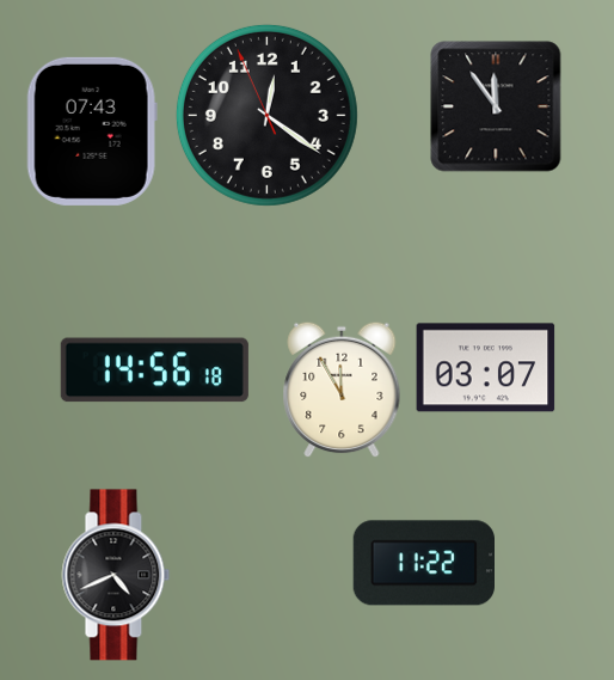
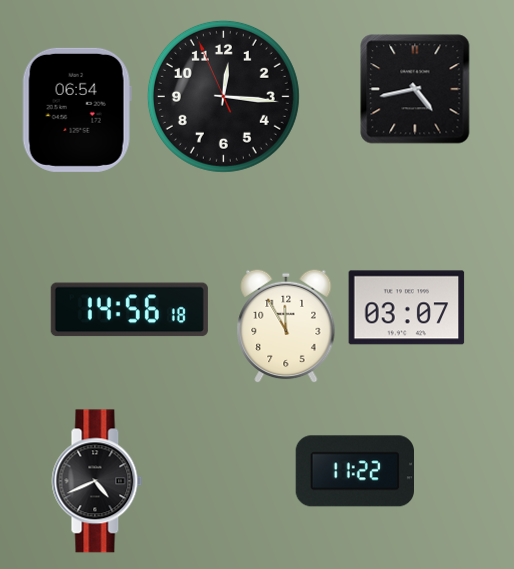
clock at (496, 106): 11:54 -> 4:43
clock at (266, 115): 12:20 -> 12:15
clock at (92, 131): 07:43 -> 06:54
